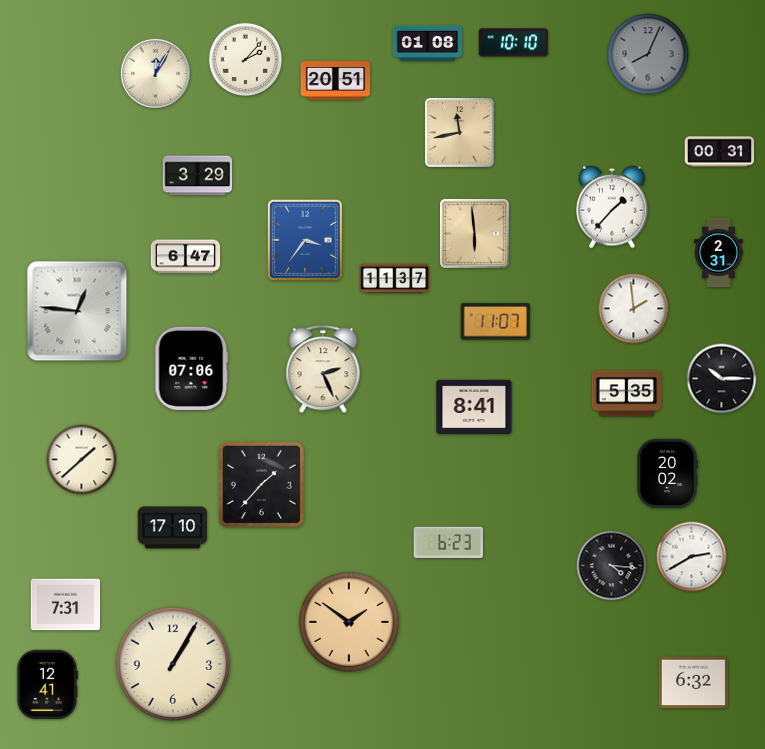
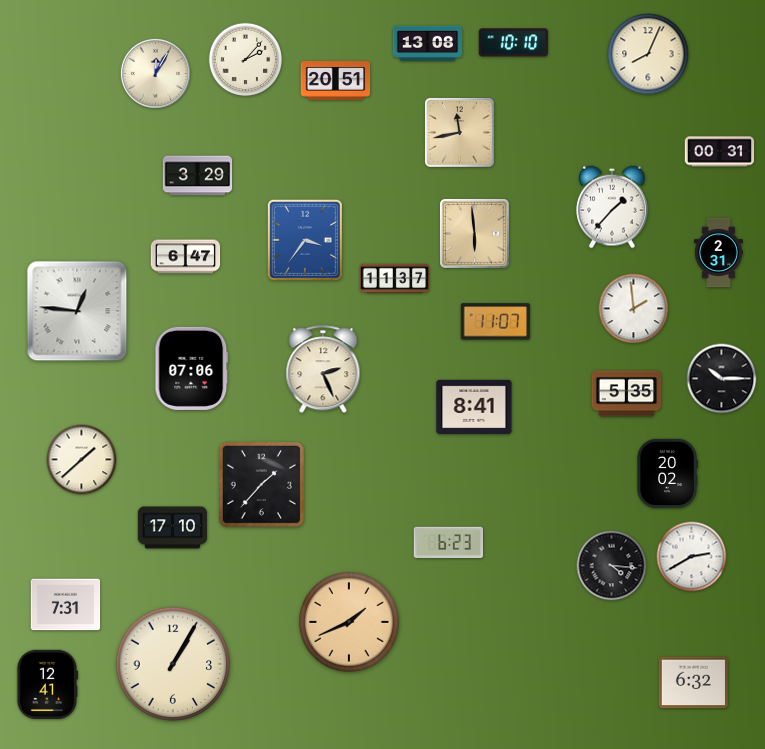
clock at (428, 43): 01:08 -> 13:08
clock at (648, 54) dial: grey -> cream
clock at (349, 622): 1:51 -> 1:41
